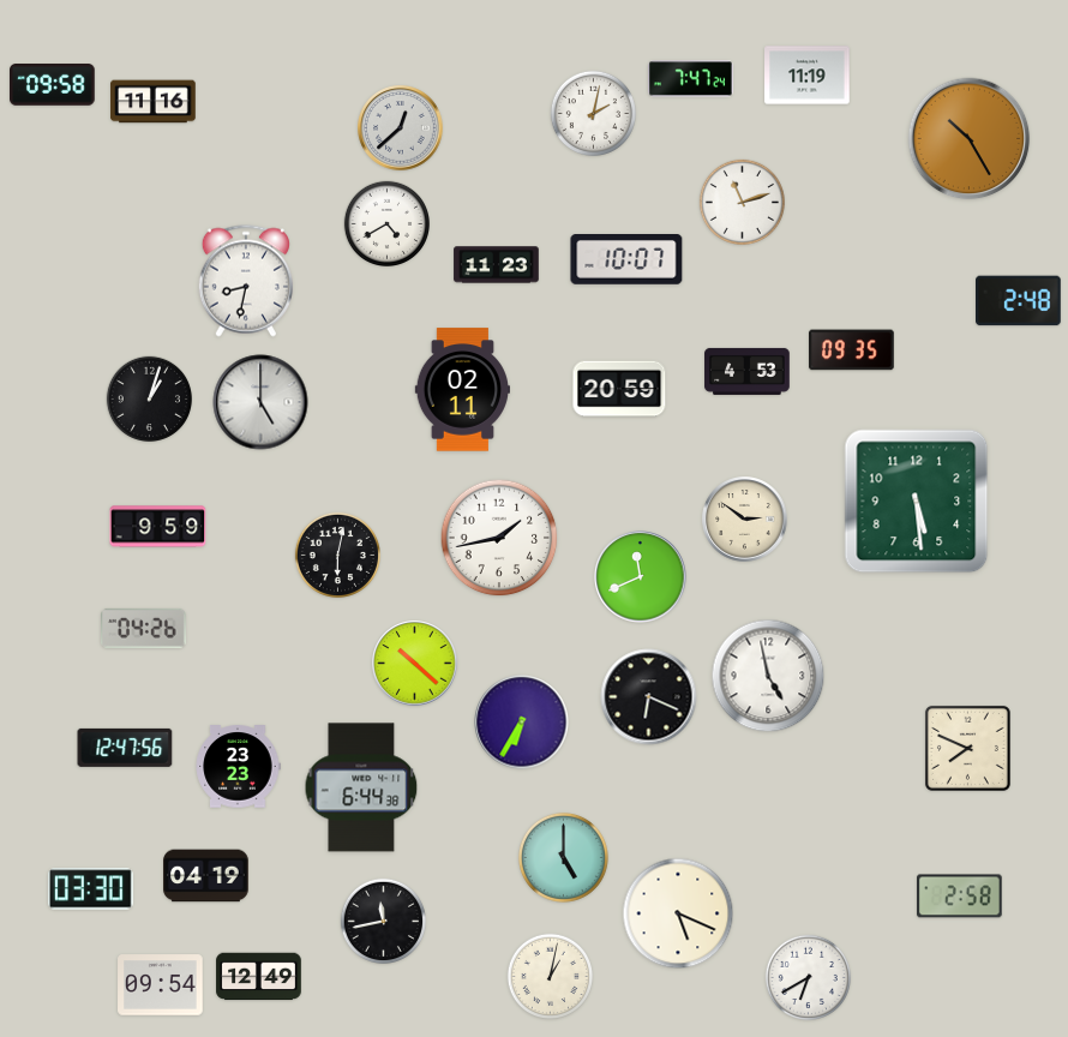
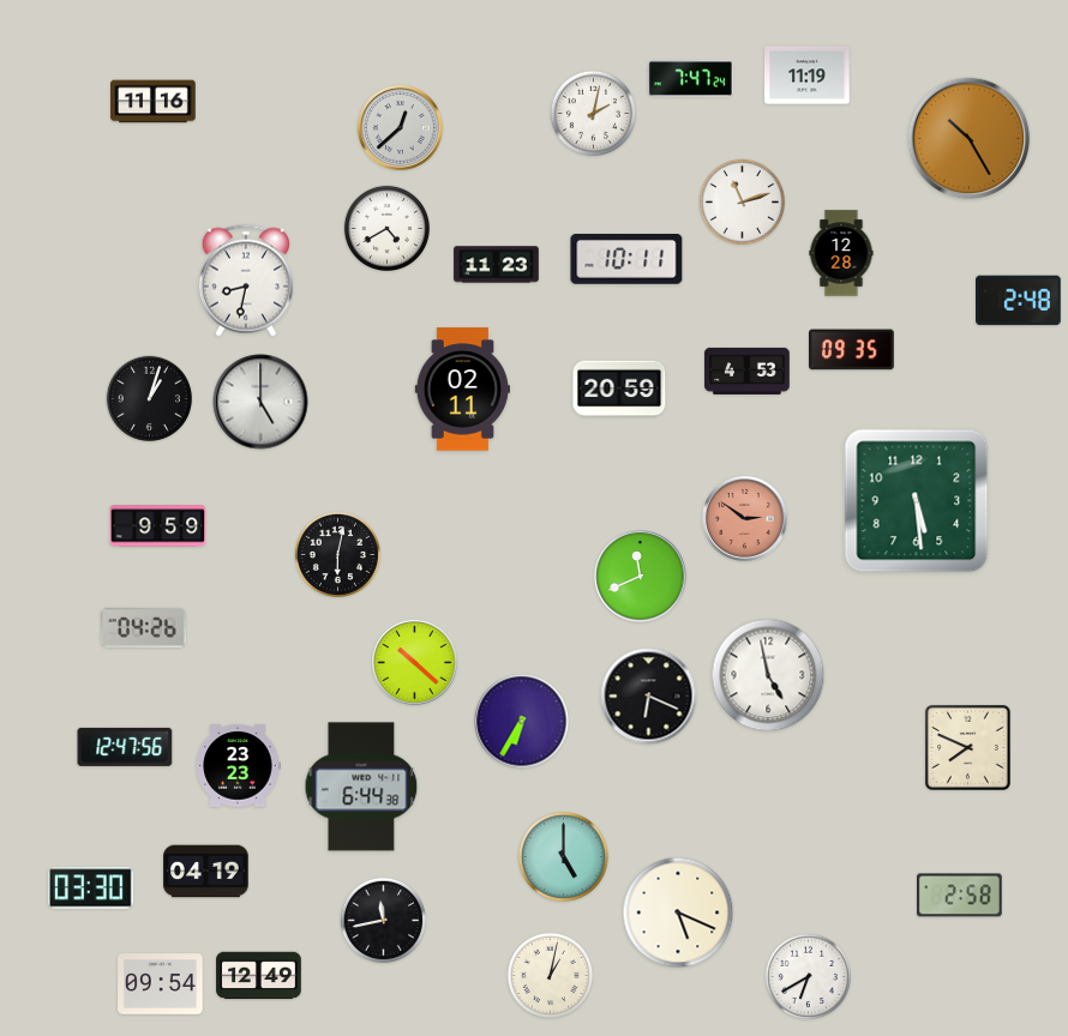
clock at (53, 85): 09:58 -> none
clock at (386, 223) position: (386, 223) -> (386, 228)
clock at (841, 253): none -> 12:28
clock at (626, 260): 10:07 -> 10:11
clock at (745, 520) dial: cream -> salmon
clock at (499, 538): 1:43 -> none
clock at (206, 876) position: (206, 876) -> (206, 872)
